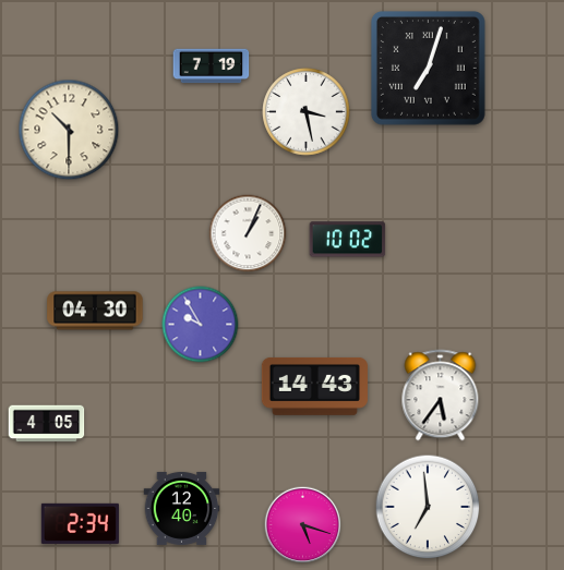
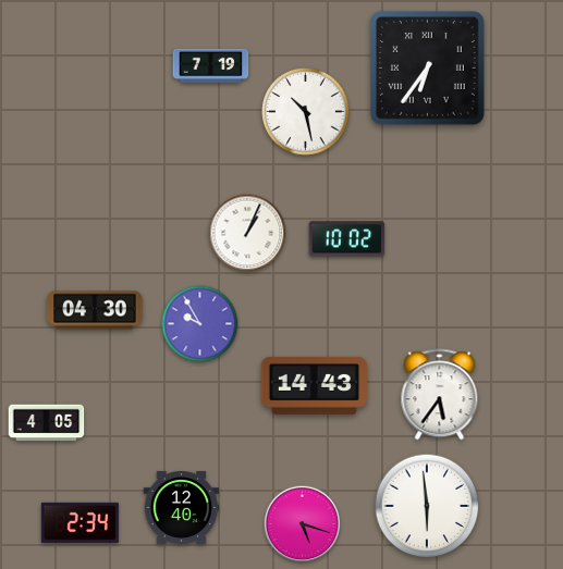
clock at (428, 68): 7:03 -> 6:36
clock at (307, 112): 3:28 -> 10:28
clock at (69, 130): 10:30 -> none
clock at (428, 507): 6:59 -> 5:59
